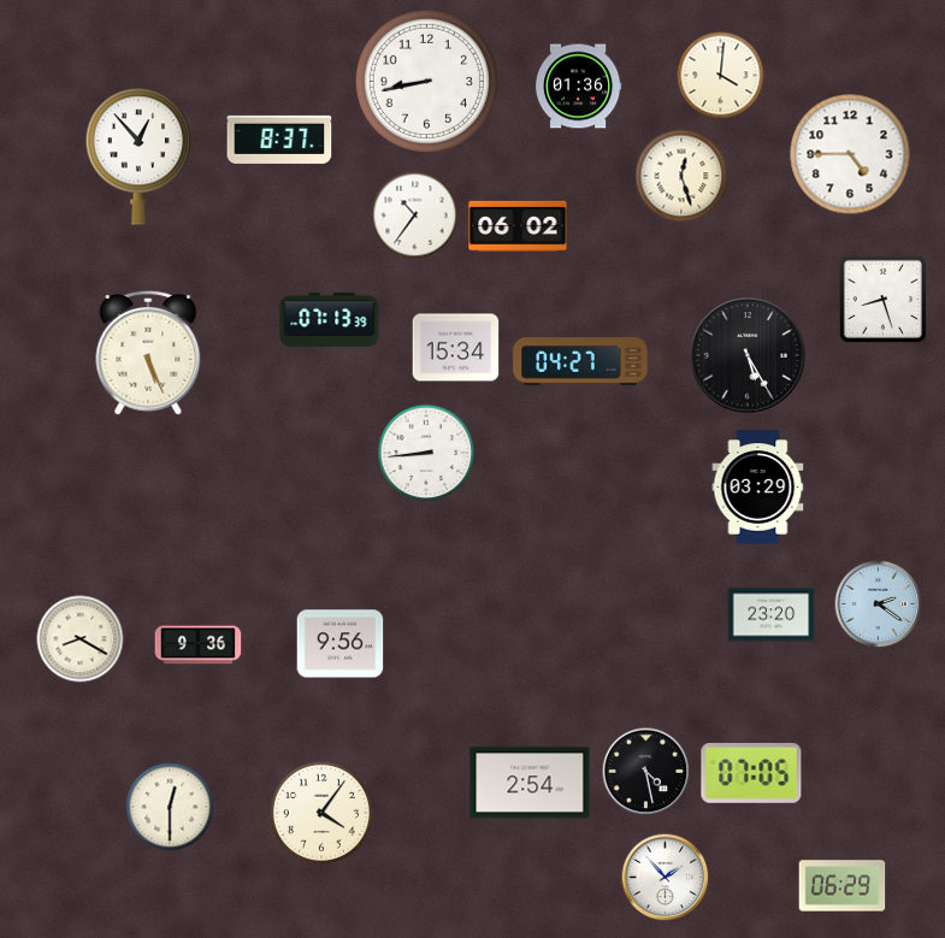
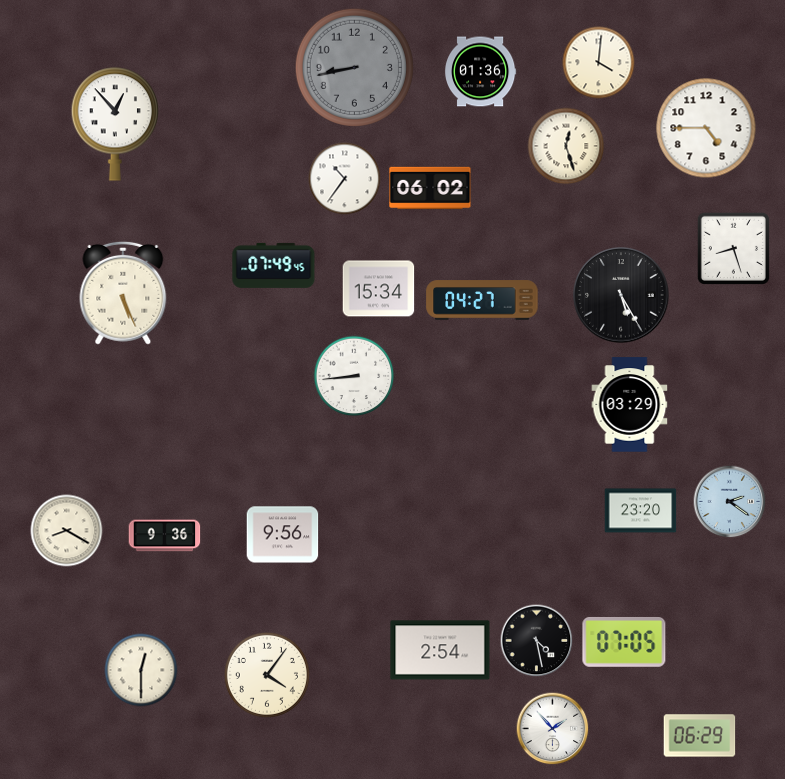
clock at (426, 81) dial: white -> grey
clock at (279, 140): 8:37 -> none
clock at (138, 157) position: (138, 157) -> (115, 124)
clock at (330, 319): 07:13 -> 07:49
